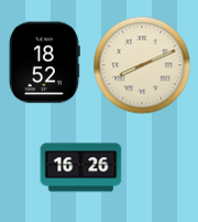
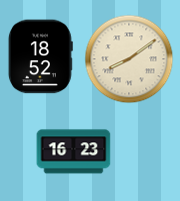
clock at (142, 65): 8:11 -> 8:09
clock at (81, 168): 16:26 -> 16:23
